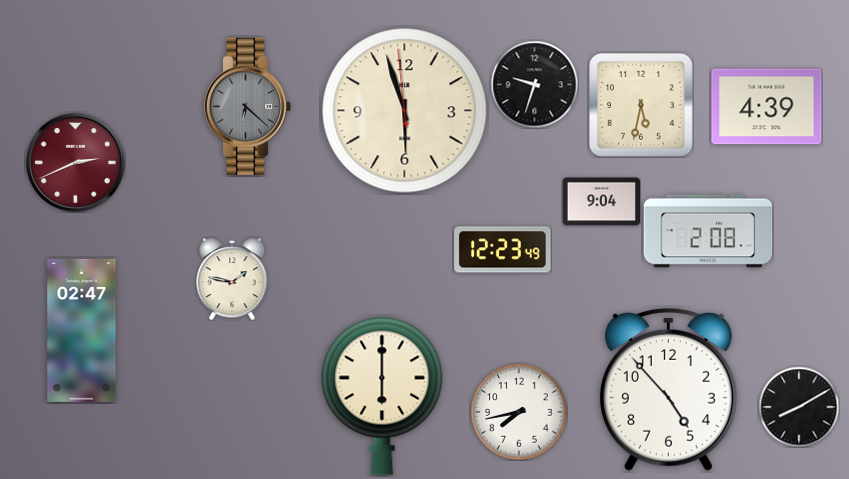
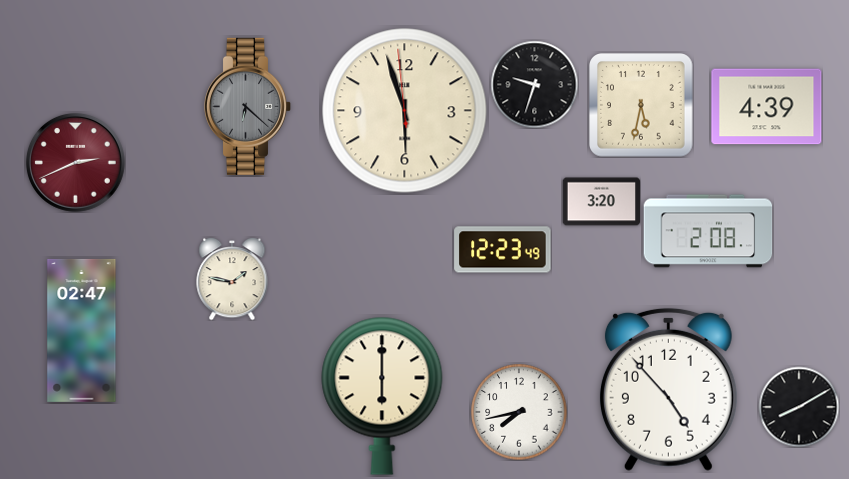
clock at (601, 202): 9:04 -> 3:20
